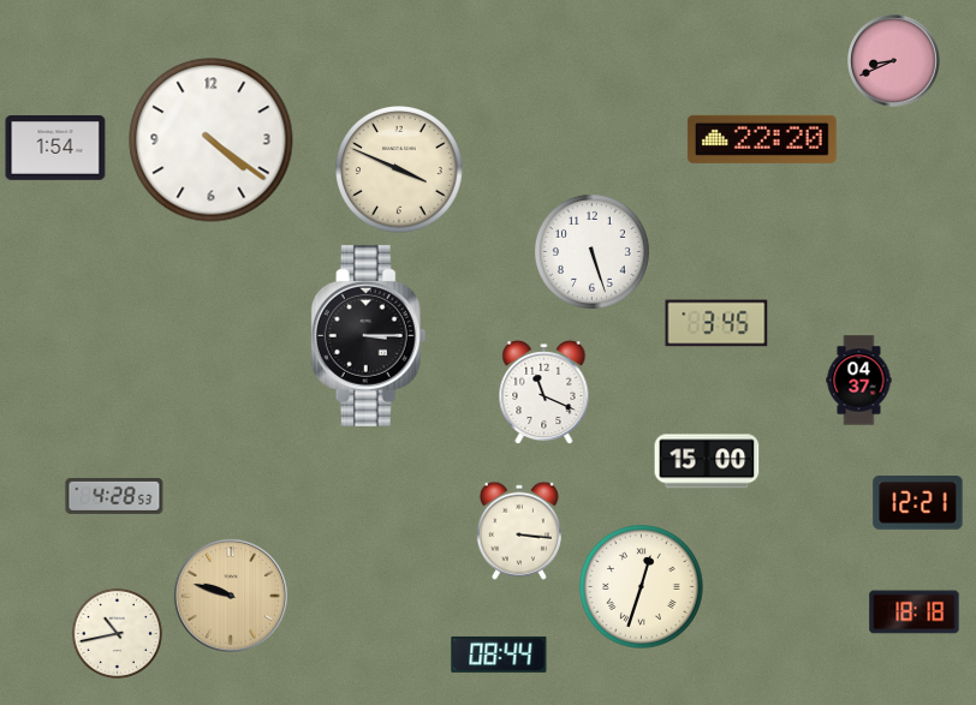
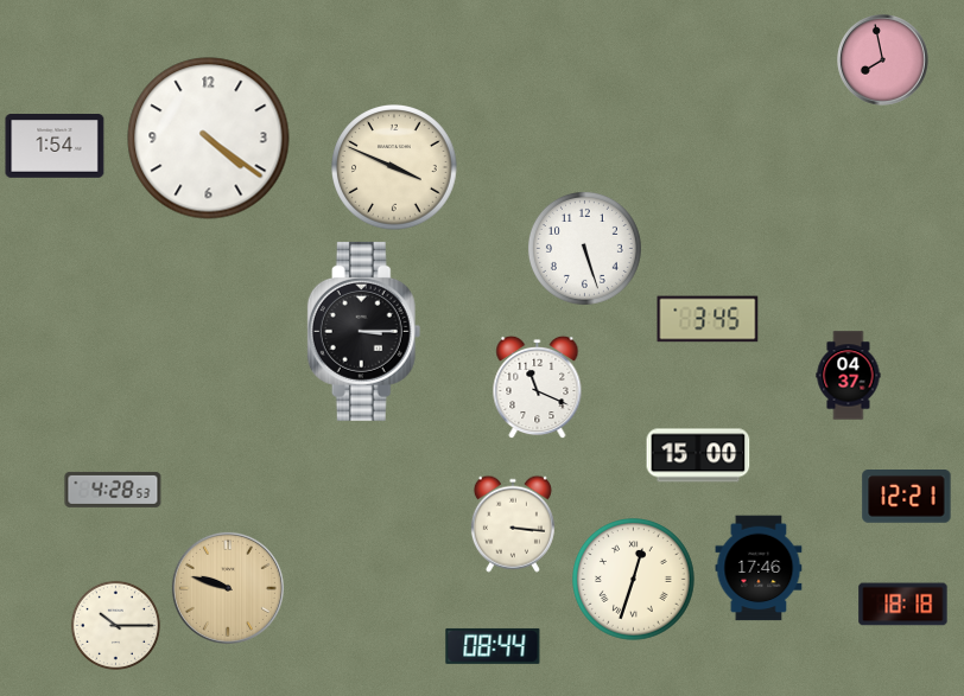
clock at (894, 61): 8:41 -> 7:58
clock at (762, 139): 22:20 -> none
clock at (759, 568): none -> 17:46
clock at (117, 633): 10:43 -> 10:15
